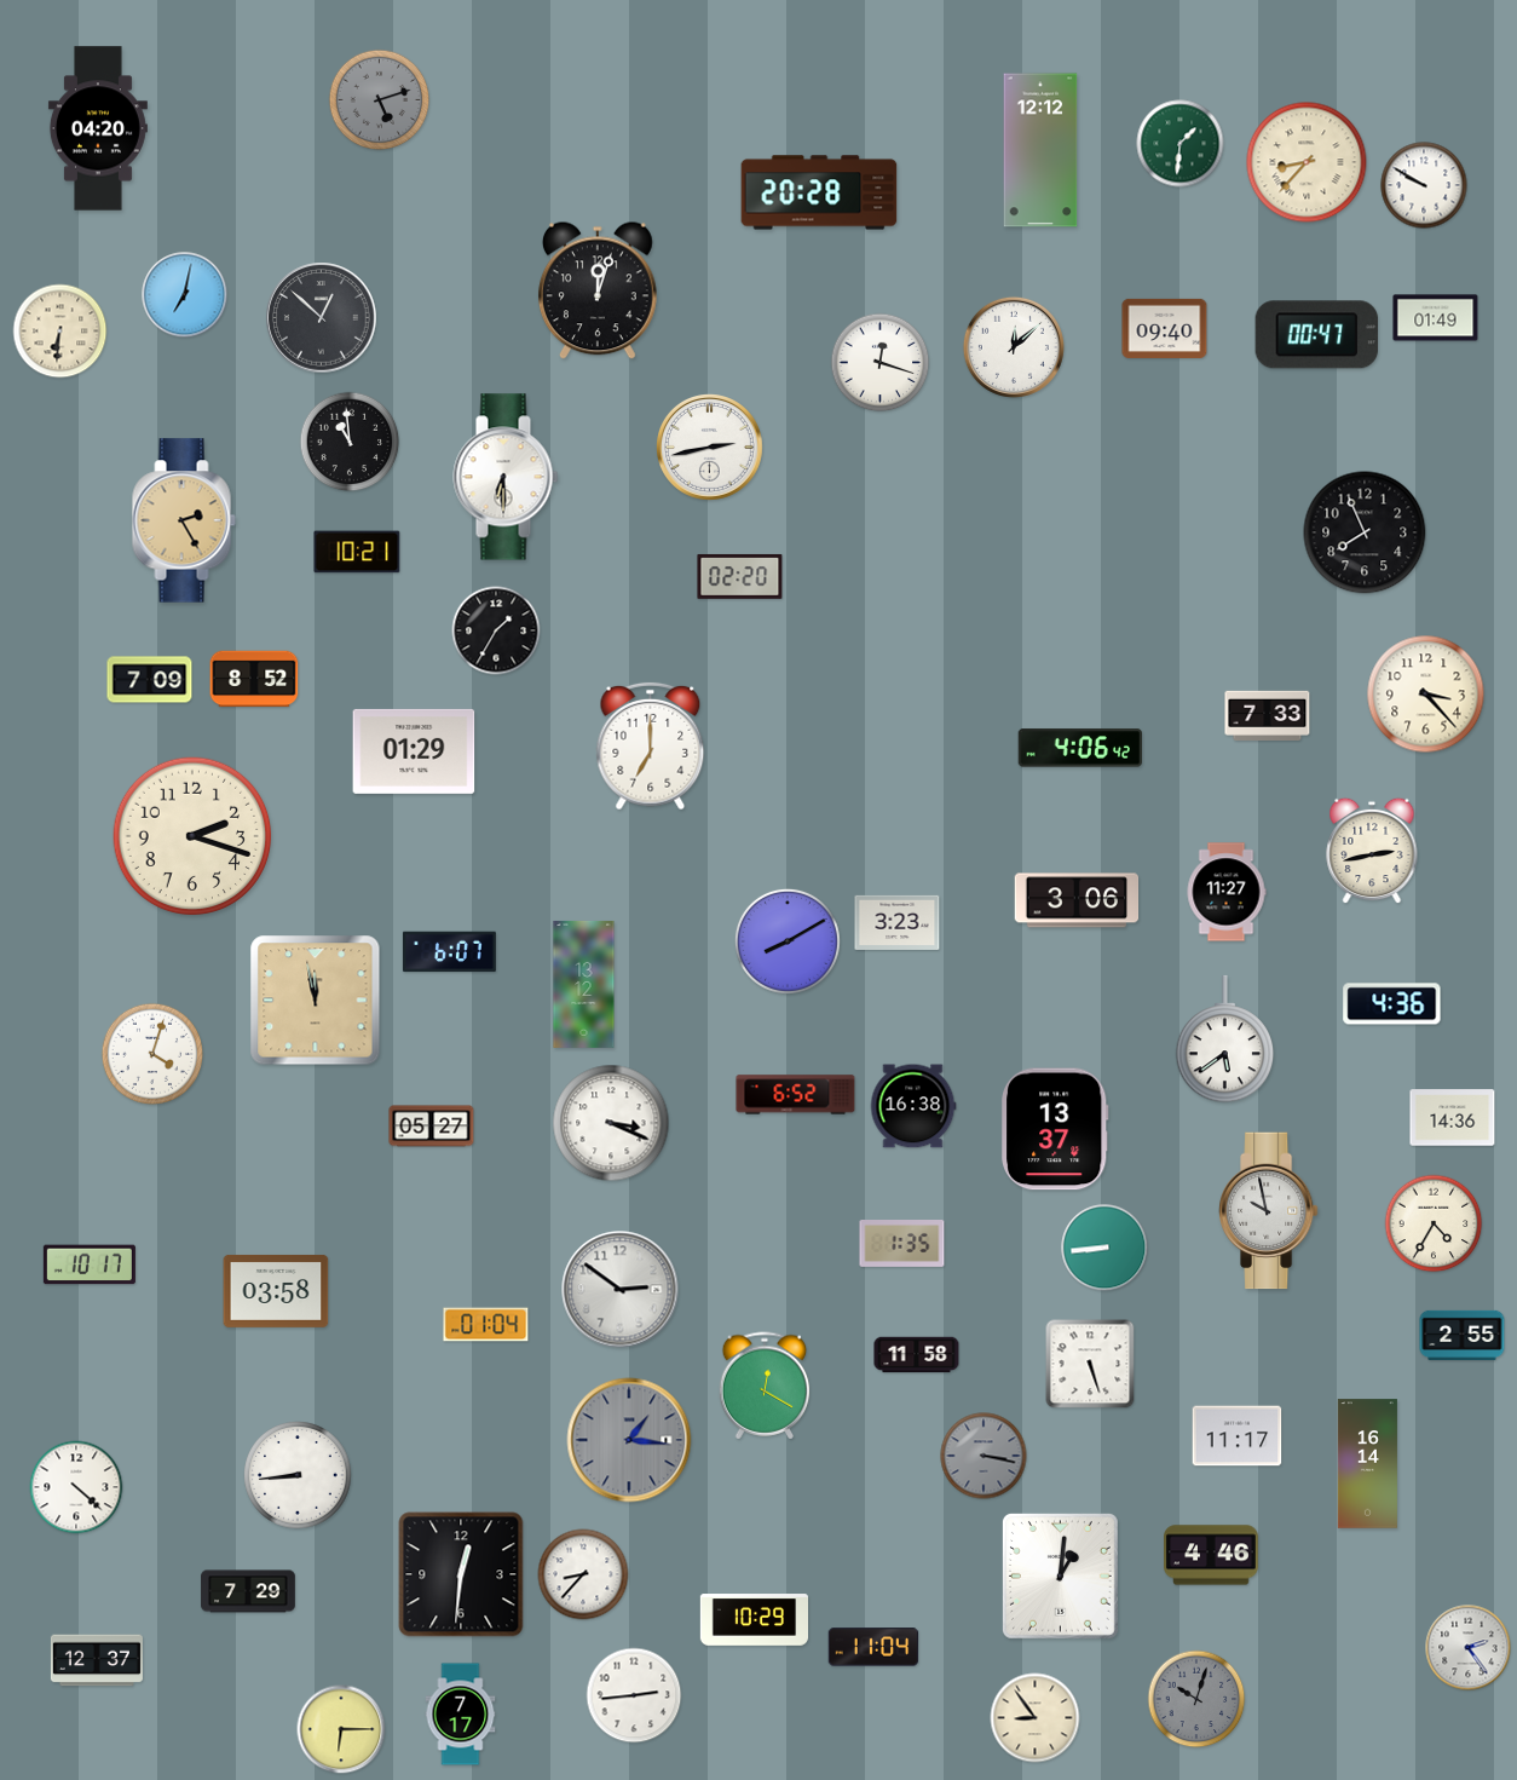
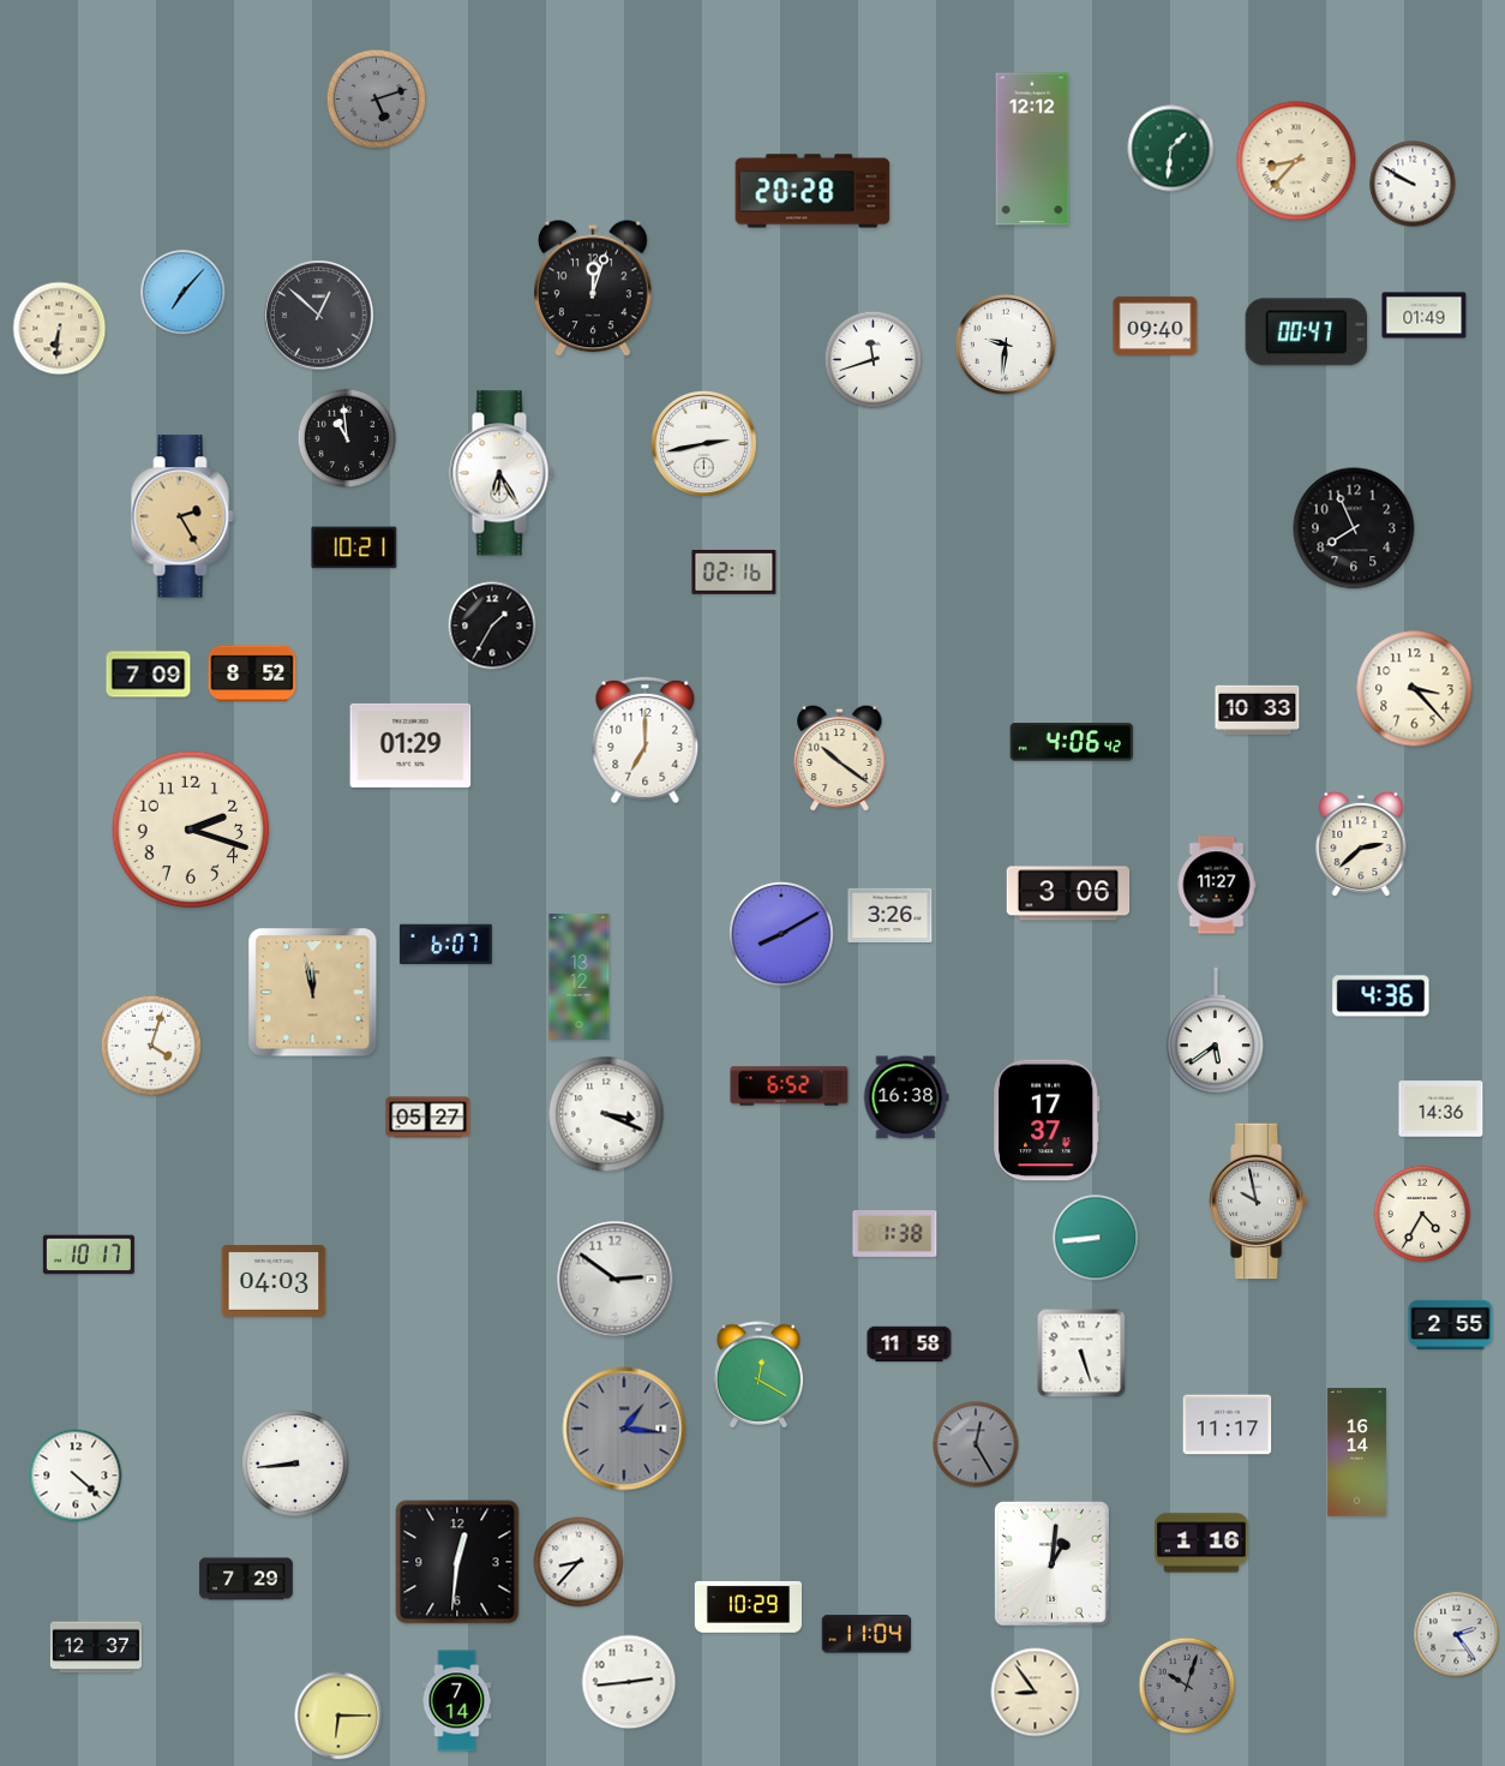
clock at (98, 128): 04:20 -> none
clock at (1181, 144) position: (1181, 144) -> (1171, 149)
clock at (185, 295): 7:02 -> 7:07
clock at (1014, 347): 12:08 -> 9:31
clock at (881, 363): 12:18 -> 11:42
clock at (506, 477): 6:30 -> 6:25
clock at (740, 576): 02:20 -> 02:16
clock at (1268, 715): 7:33 -> 10:33
clock at (840, 758): none -> 10:21
clock at (1372, 851): 2:43 -> 2:38
clock at (898, 922): 3:23 -> 3:26
clock at (1055, 1129): 13:37 -> 17:37
clock at (902, 1244): 1:35 -> 1:38
clock at (276, 1291): 03:58 -> 04:03
clock at (486, 1325): 01:04 -> none
clock at (984, 1456): 3:17 -> 12:25
clock at (1211, 1555): 4:46 -> 1:16
clock at (461, 1715): 7:17 -> 7:14
clock at (1036, 1718) position: (1036, 1718) -> (1036, 1693)
